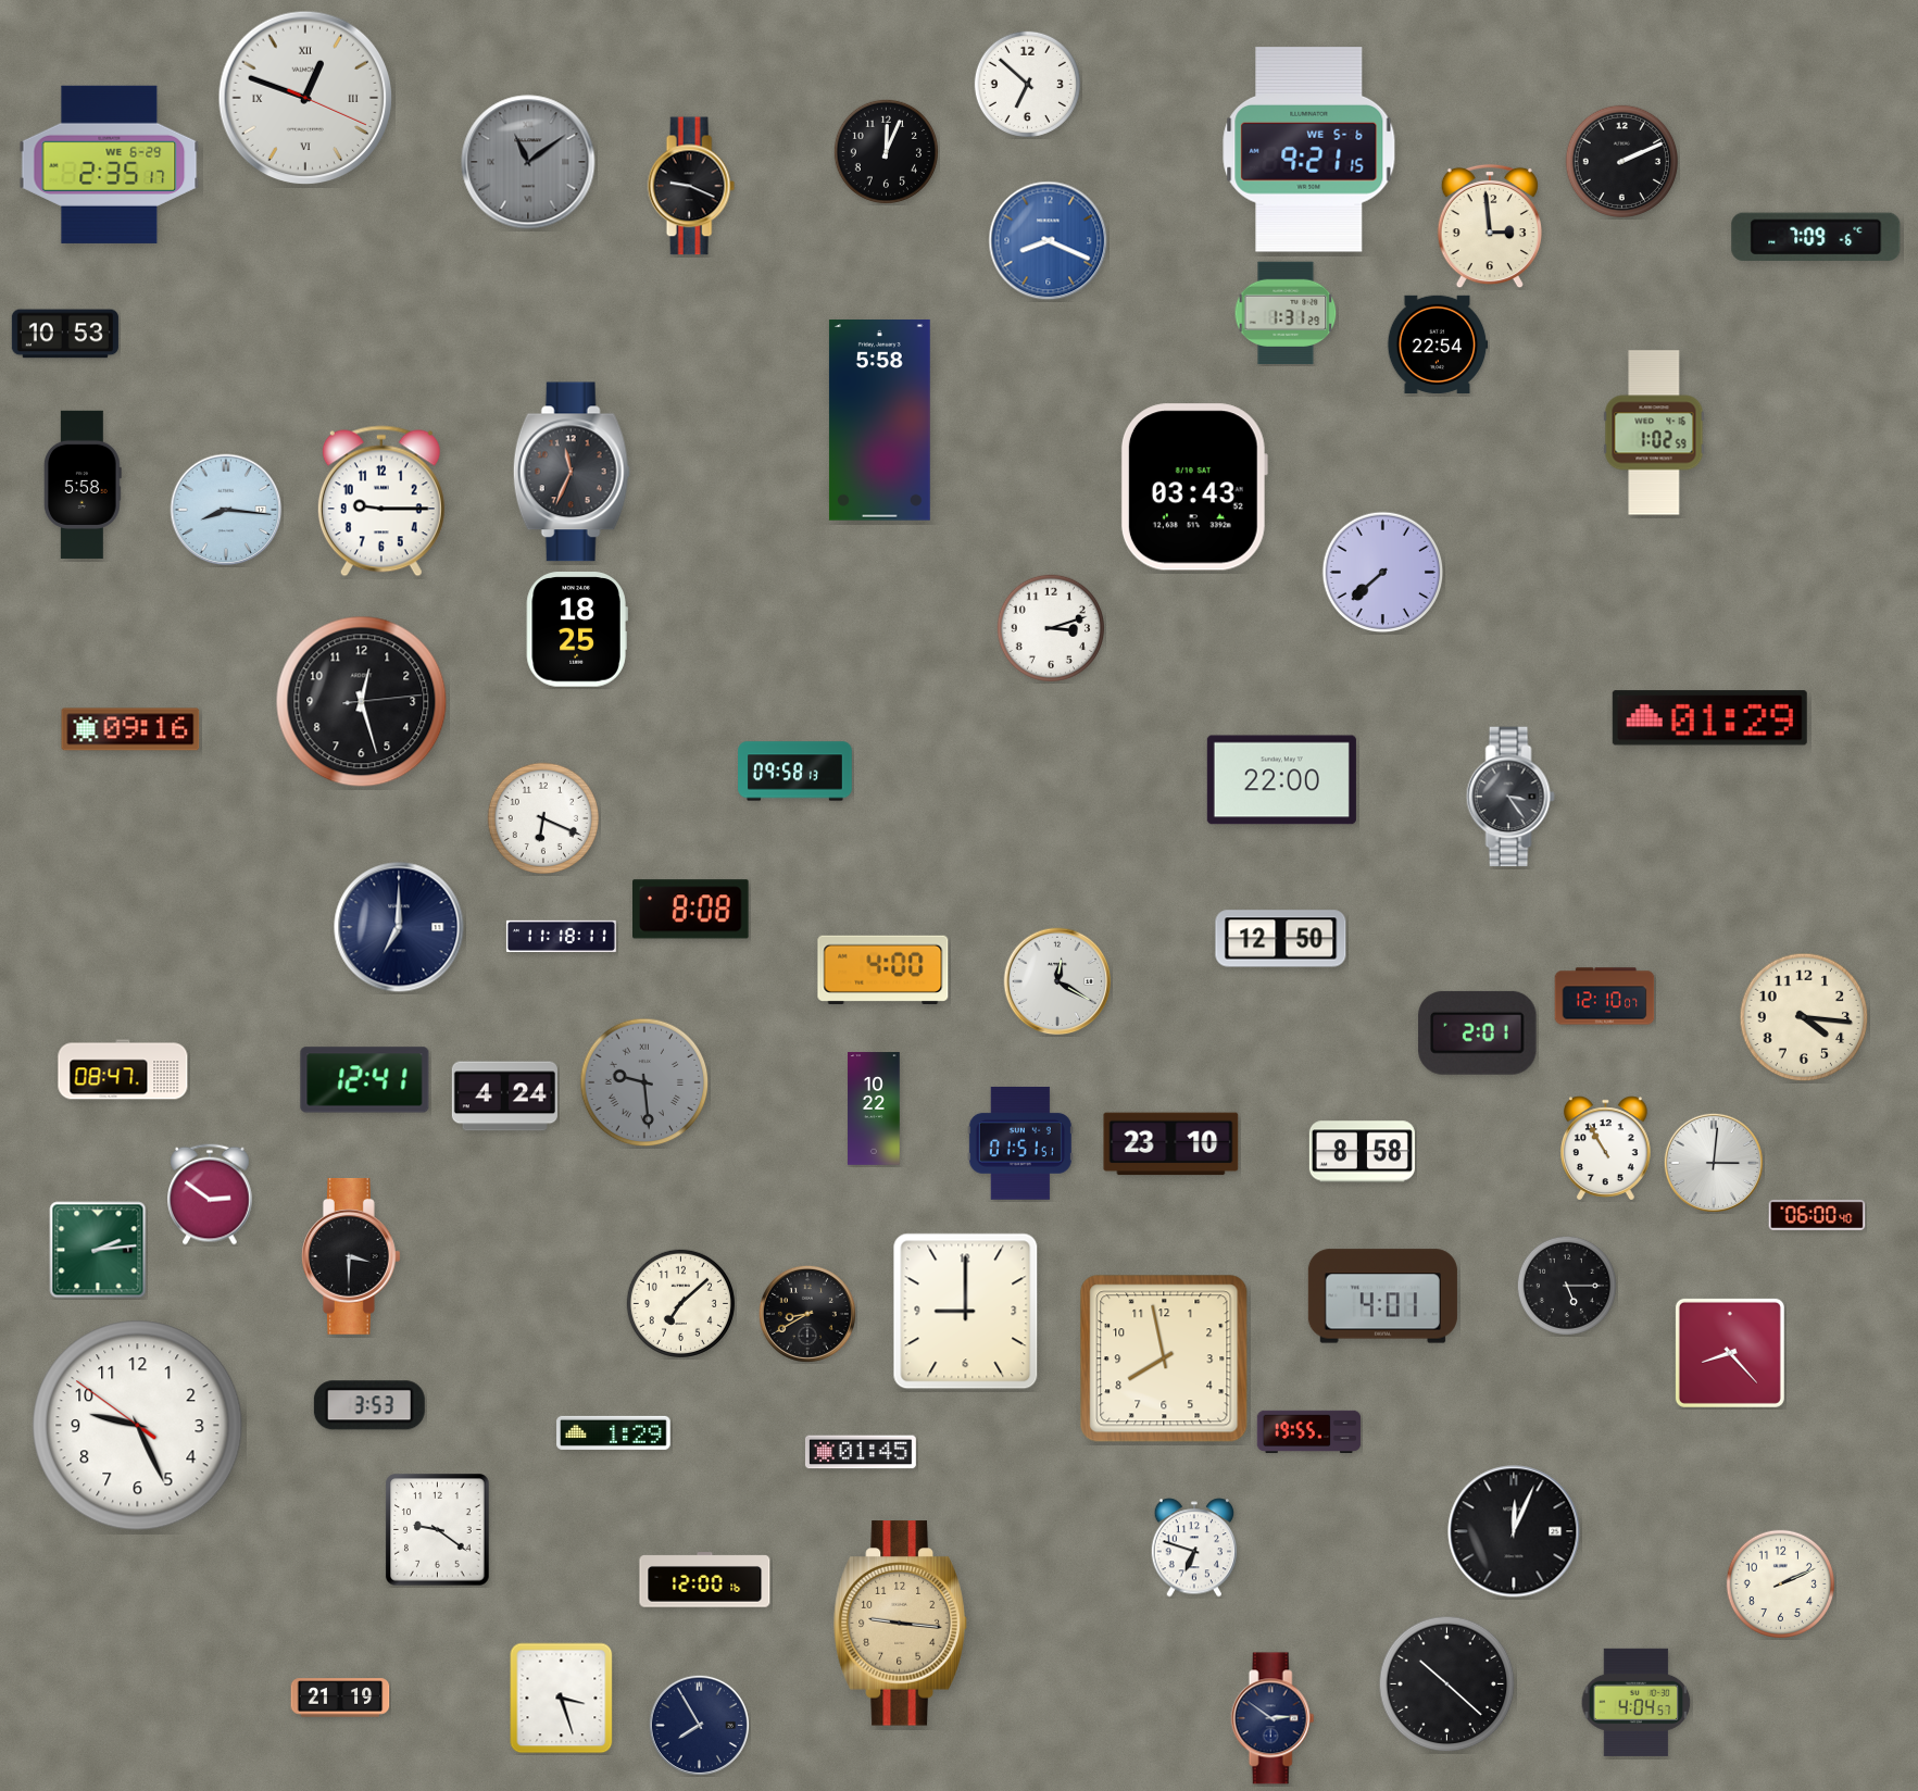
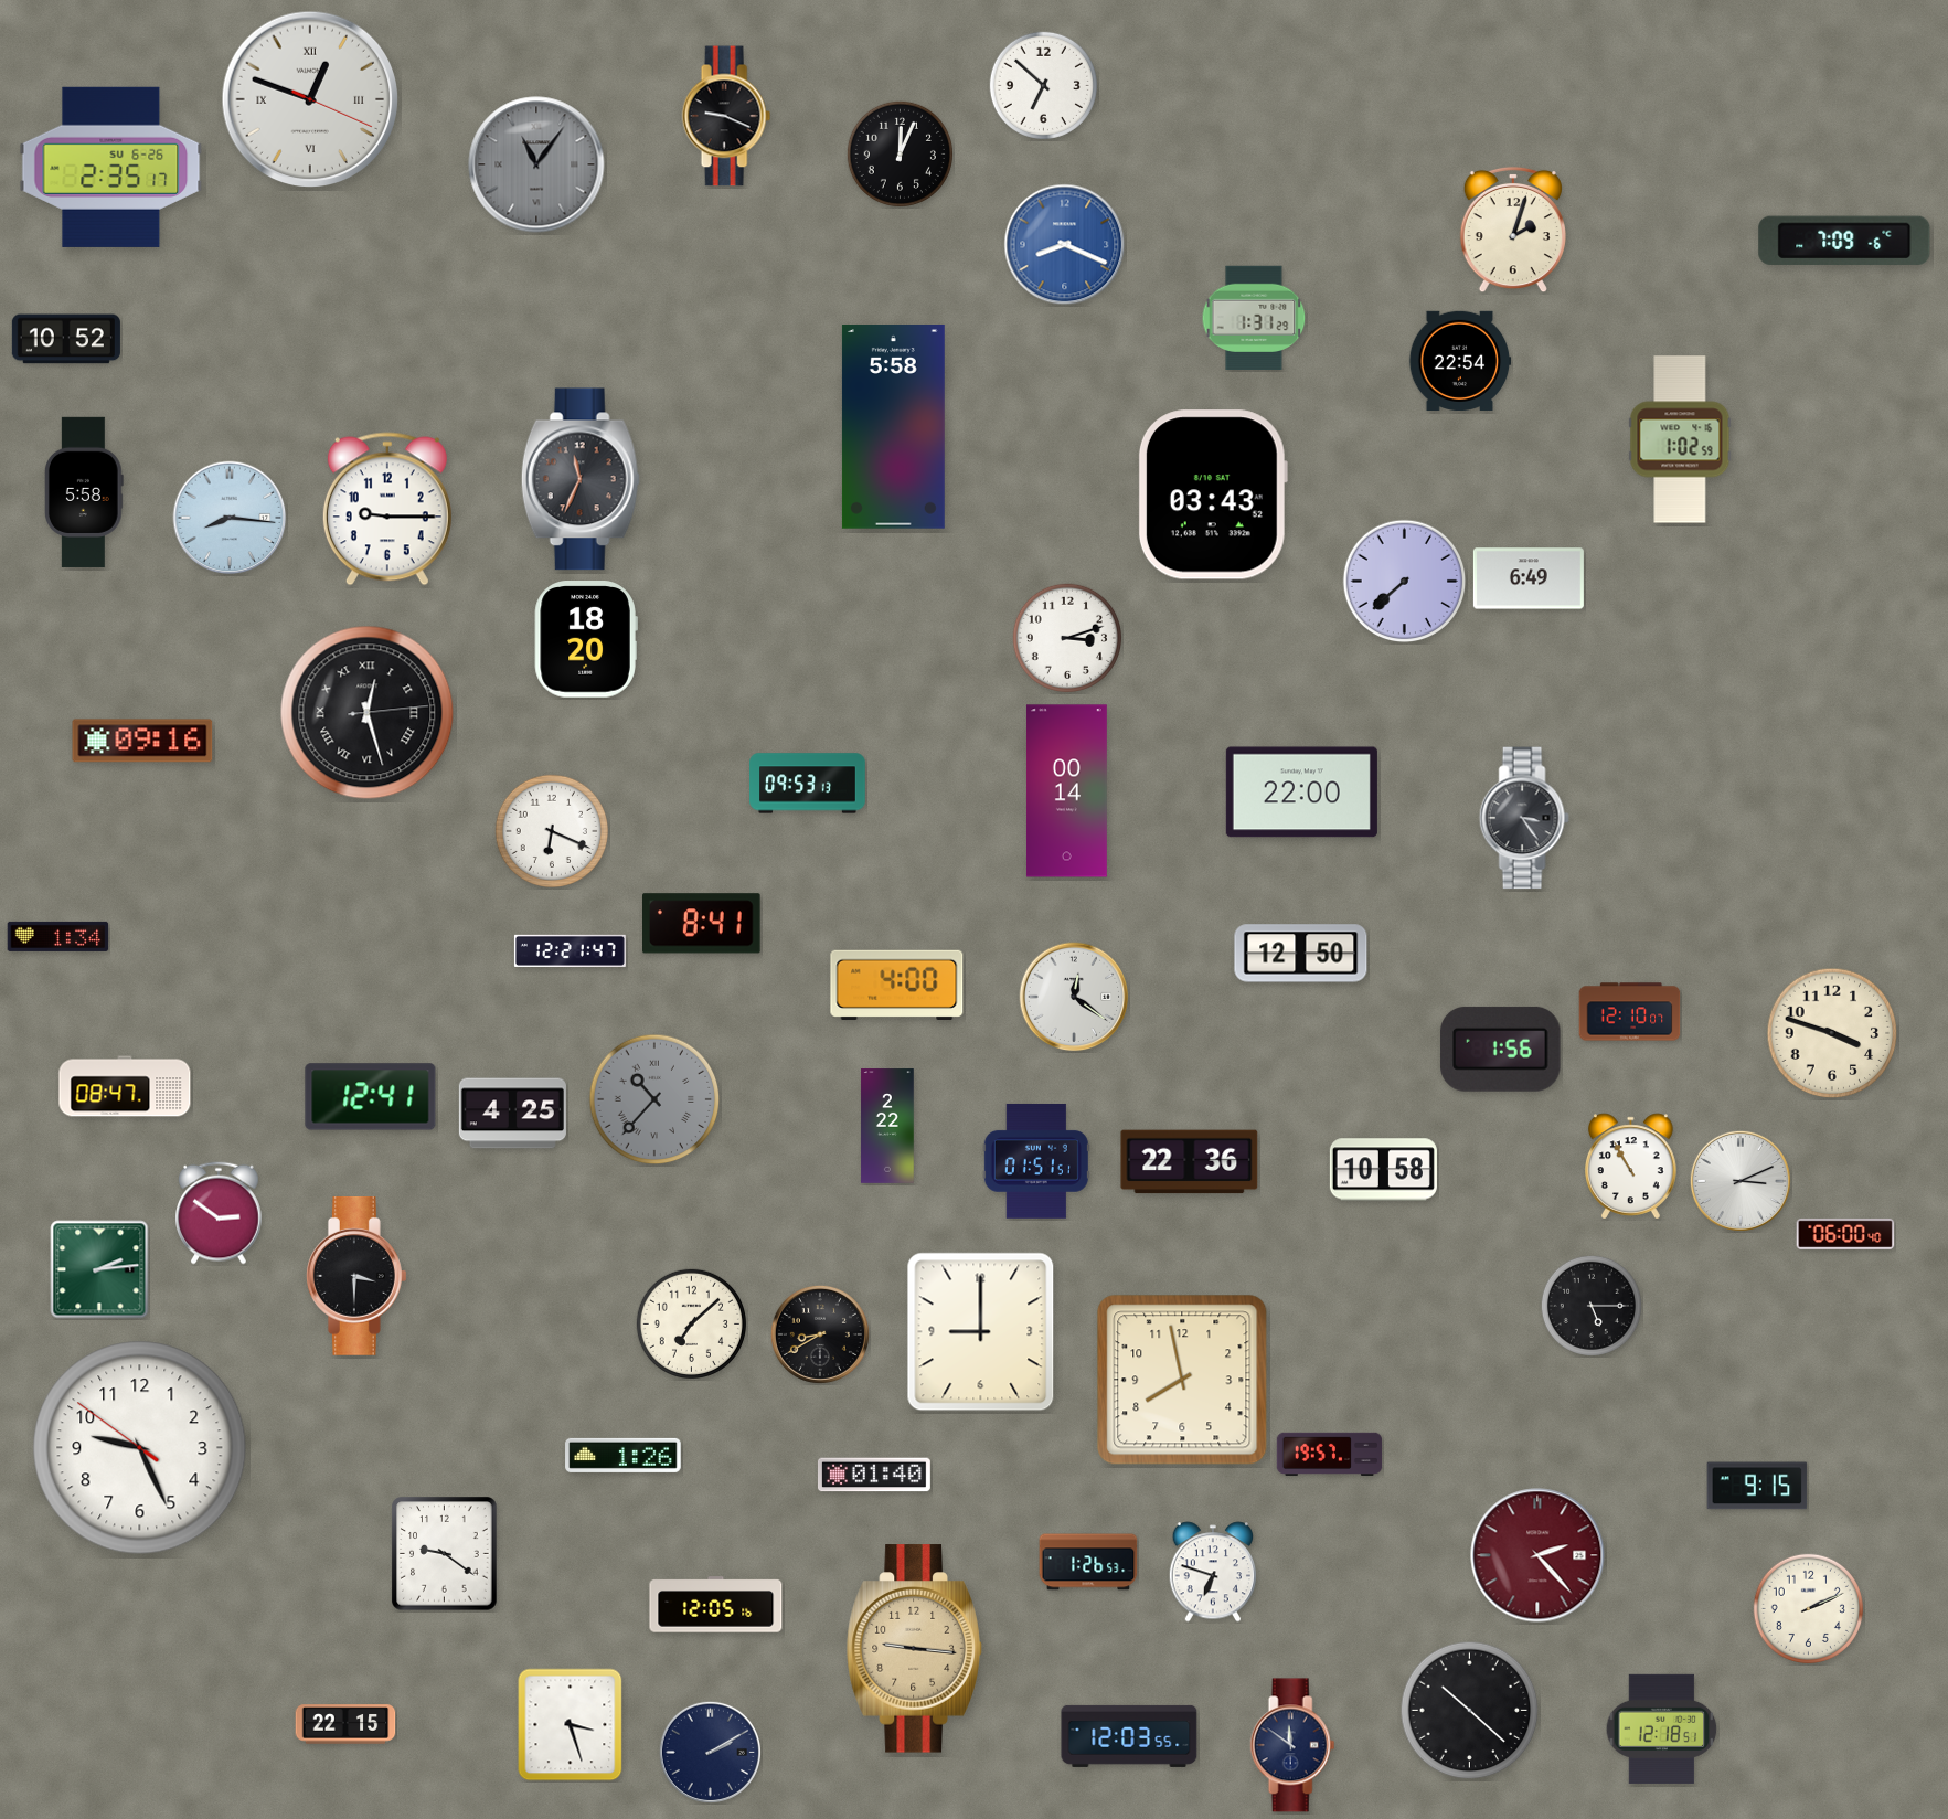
clock at (1309, 150): 9:21 -> none
clock at (1621, 161): 2:11 -> none
clock at (528, 162): 11:09 -> 11:06
clock at (110, 164) date: WE 6-29 -> SU 6-26
clock at (691, 186) position: (691, 186) -> (726, 116)
clock at (1490, 226): 2:59 -> 2:03
clock at (1286, 312) position: (1286, 312) -> (1254, 317)
clock at (65, 334): 10:53 -> 10:52
clock at (1438, 343) position: (1438, 343) -> (1460, 360)
clock at (1529, 578): none -> 6:49
clock at (577, 630): 18:25 -> 18:20
clock at (362, 702) numerals: Arabic -> Roman
clock at (1709, 718): 01:29 -> none
clock at (130, 729) position: (130, 729) -> (142, 741)
clock at (795, 772): 09:58 -> 09:53
clock at (1066, 791): none -> 00:14
clock at (1510, 797) position: (1510, 797) -> (1524, 818)
clock at (691, 910): 8:08 -> 8:41
clock at (58, 936): none -> 1:34
clock at (399, 927): 7:00 -> none
clock at (561, 936): 11:18 -> 12:21
clock at (1057, 981): 12:20 -> 12:21
clock at (1804, 1017): 4:16 -> 3:48
clock at (1478, 1032): 2:01 -> 1:56
clock at (644, 1082): 9:29 -> 10:37
clock at (504, 1097): 4:24 -> 4:25
clock at (874, 1109): 10:22 -> 2:22
clock at (1171, 1144): 23:10 -> 22:36
clock at (1362, 1152): 8:58 -> 10:58
clock at (1714, 1163): 3:01 -> 3:11
clock at (211, 1194) position: (211, 1194) -> (220, 1213)
clock at (1382, 1297): 4:01 -> none
clock at (1730, 1353): 8:23 -> none
clock at (369, 1405): 3:53 -> none
clock at (1309, 1431): 19:55 -> 19:57
clock at (614, 1432): 1:29 -> 1:26
clock at (861, 1452): 01:45 -> 01:40
clock at (1757, 1486): none -> 9:15
clock at (1514, 1531): 12:04 -> 2:23
clock at (1514, 1531) dial: black -> burgundy
clock at (1088, 1562): none -> 1:26
clock at (705, 1580): 12:00 -> 12:05
clock at (340, 1698): 21:19 -> 22:15
clock at (1637, 1702): 4:04 -> 12:18
clock at (1129, 1736): none -> 12:03
clock at (1273, 1718): 2:51 -> 11:51
clock at (699, 1725): 7:55 -> 2:10
